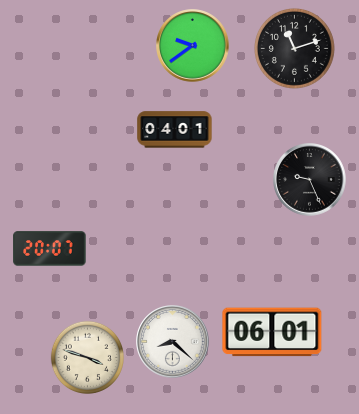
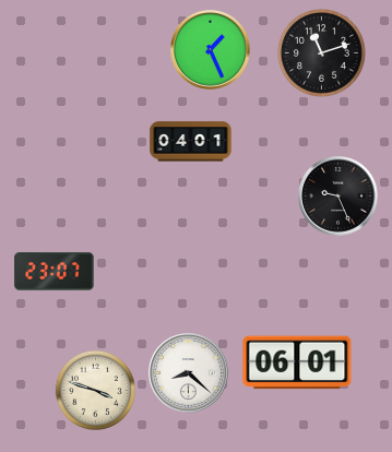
clock at (193, 46): 9:39 -> 1:26
clock at (50, 249): 20:07 -> 23:07
